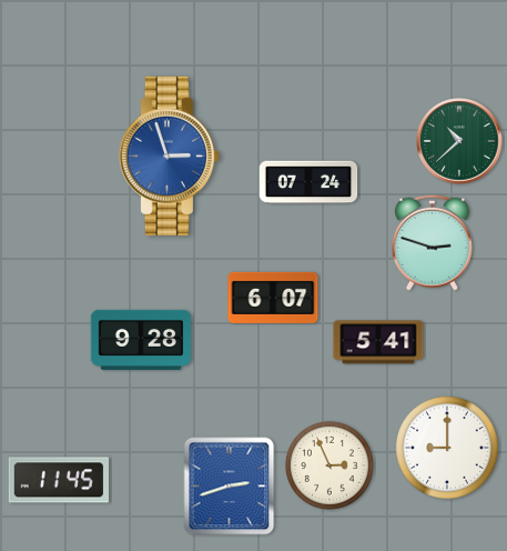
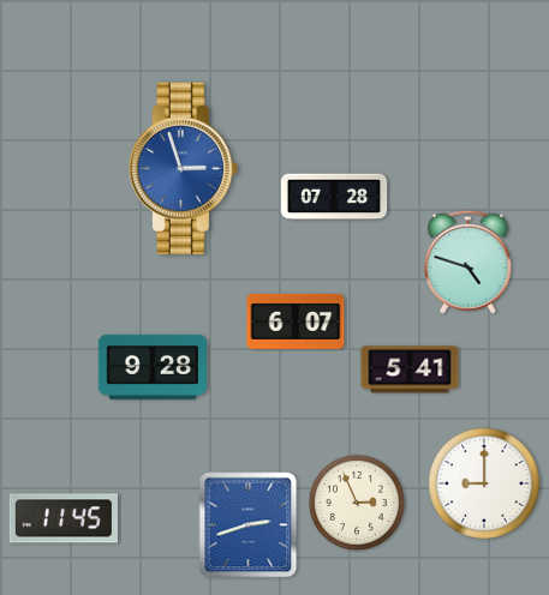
clock at (459, 141): 10:38 -> none
clock at (308, 182): 07:24 -> 07:28
clock at (432, 242): 2:48 -> 4:48
